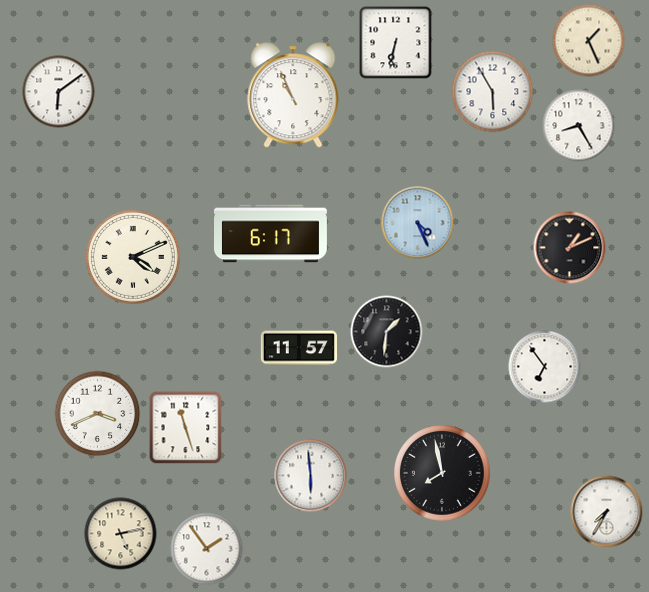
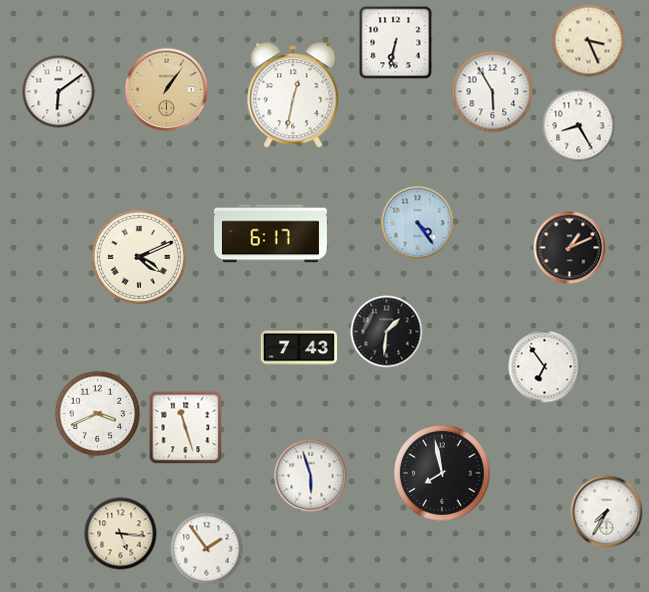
clock at (589, 41): 1:26 -> 3:26
clock at (167, 90): none -> 1:06
clock at (293, 95): 10:56 -> 12:32
clock at (418, 223): 4:26 -> 4:24
clock at (133, 257) position: (133, 257) -> (139, 257)
clock at (298, 348): 11:57 -> 7:43
clock at (311, 476): 5:59 -> 5:57
clock at (121, 534): 5:13 -> 5:16
